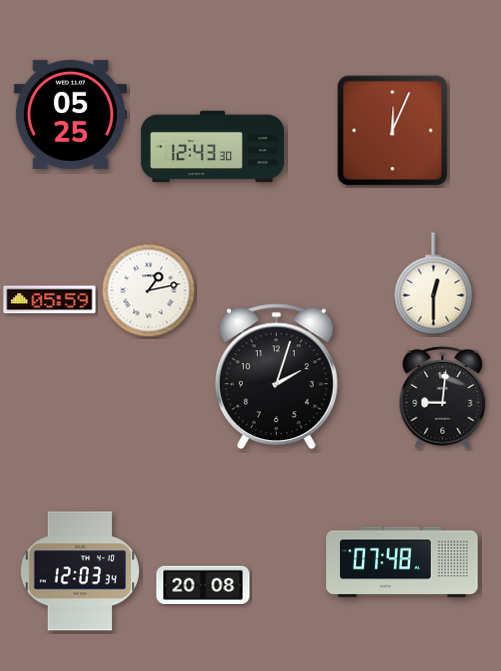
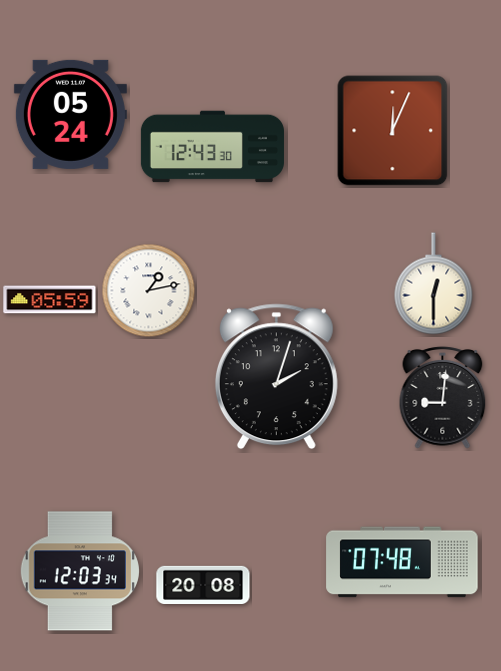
clock at (70, 114): 05:25 -> 05:24
